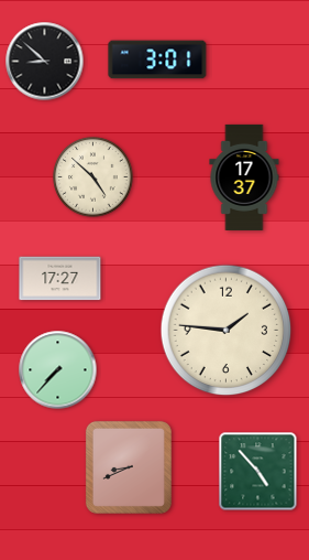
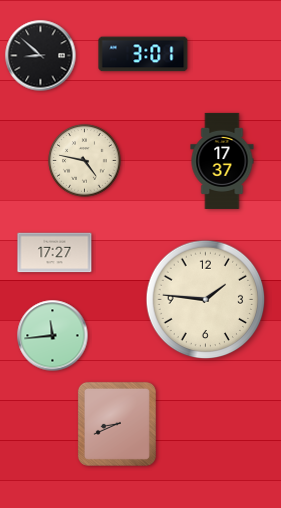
clock at (93, 177): 4:52 -> 4:47
clock at (58, 370): 7:37 -> 11:44
clock at (258, 472): 4:53 -> none
